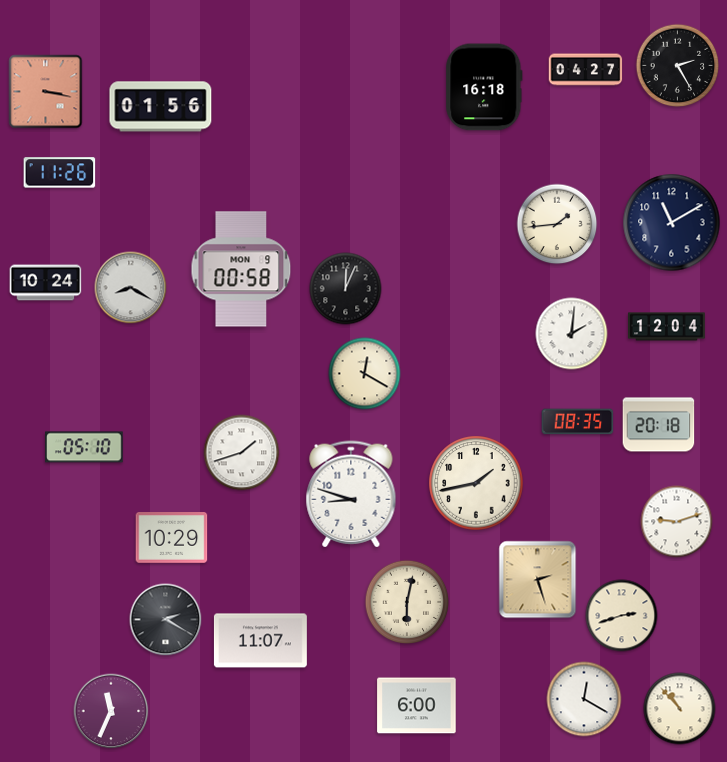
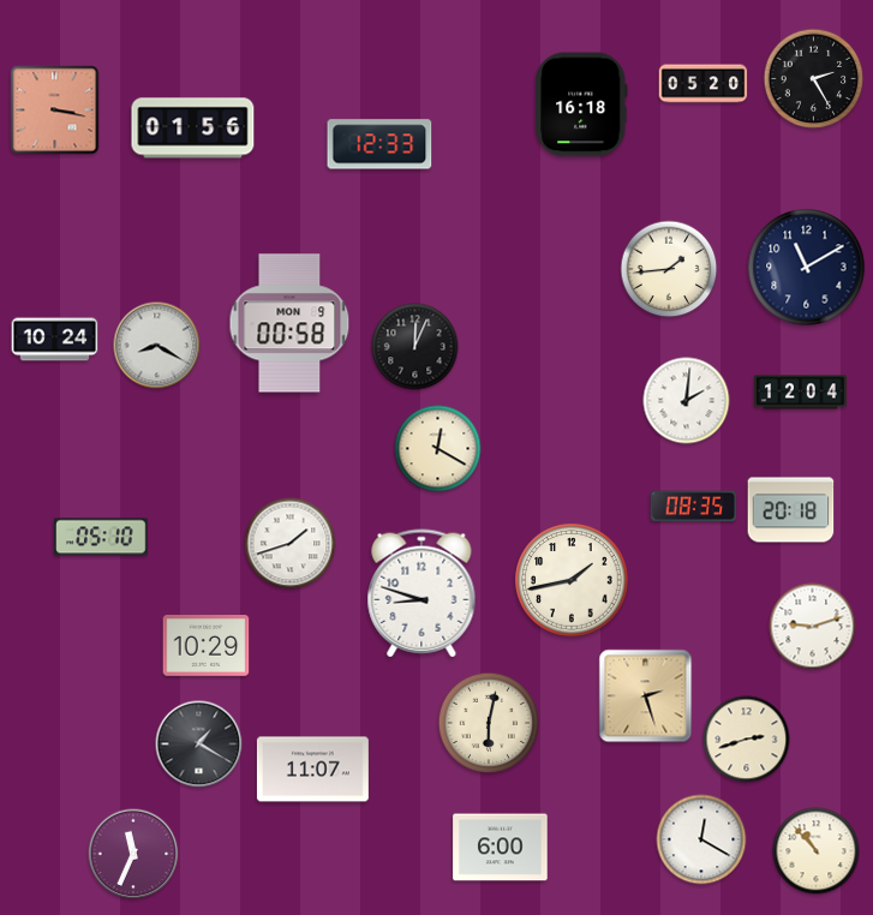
clock at (586, 70): 04:27 -> 05:20
clock at (379, 144): none -> 12:33
clock at (60, 173): 11:26 -> none
clock at (166, 620): 2:20 -> 1:20
